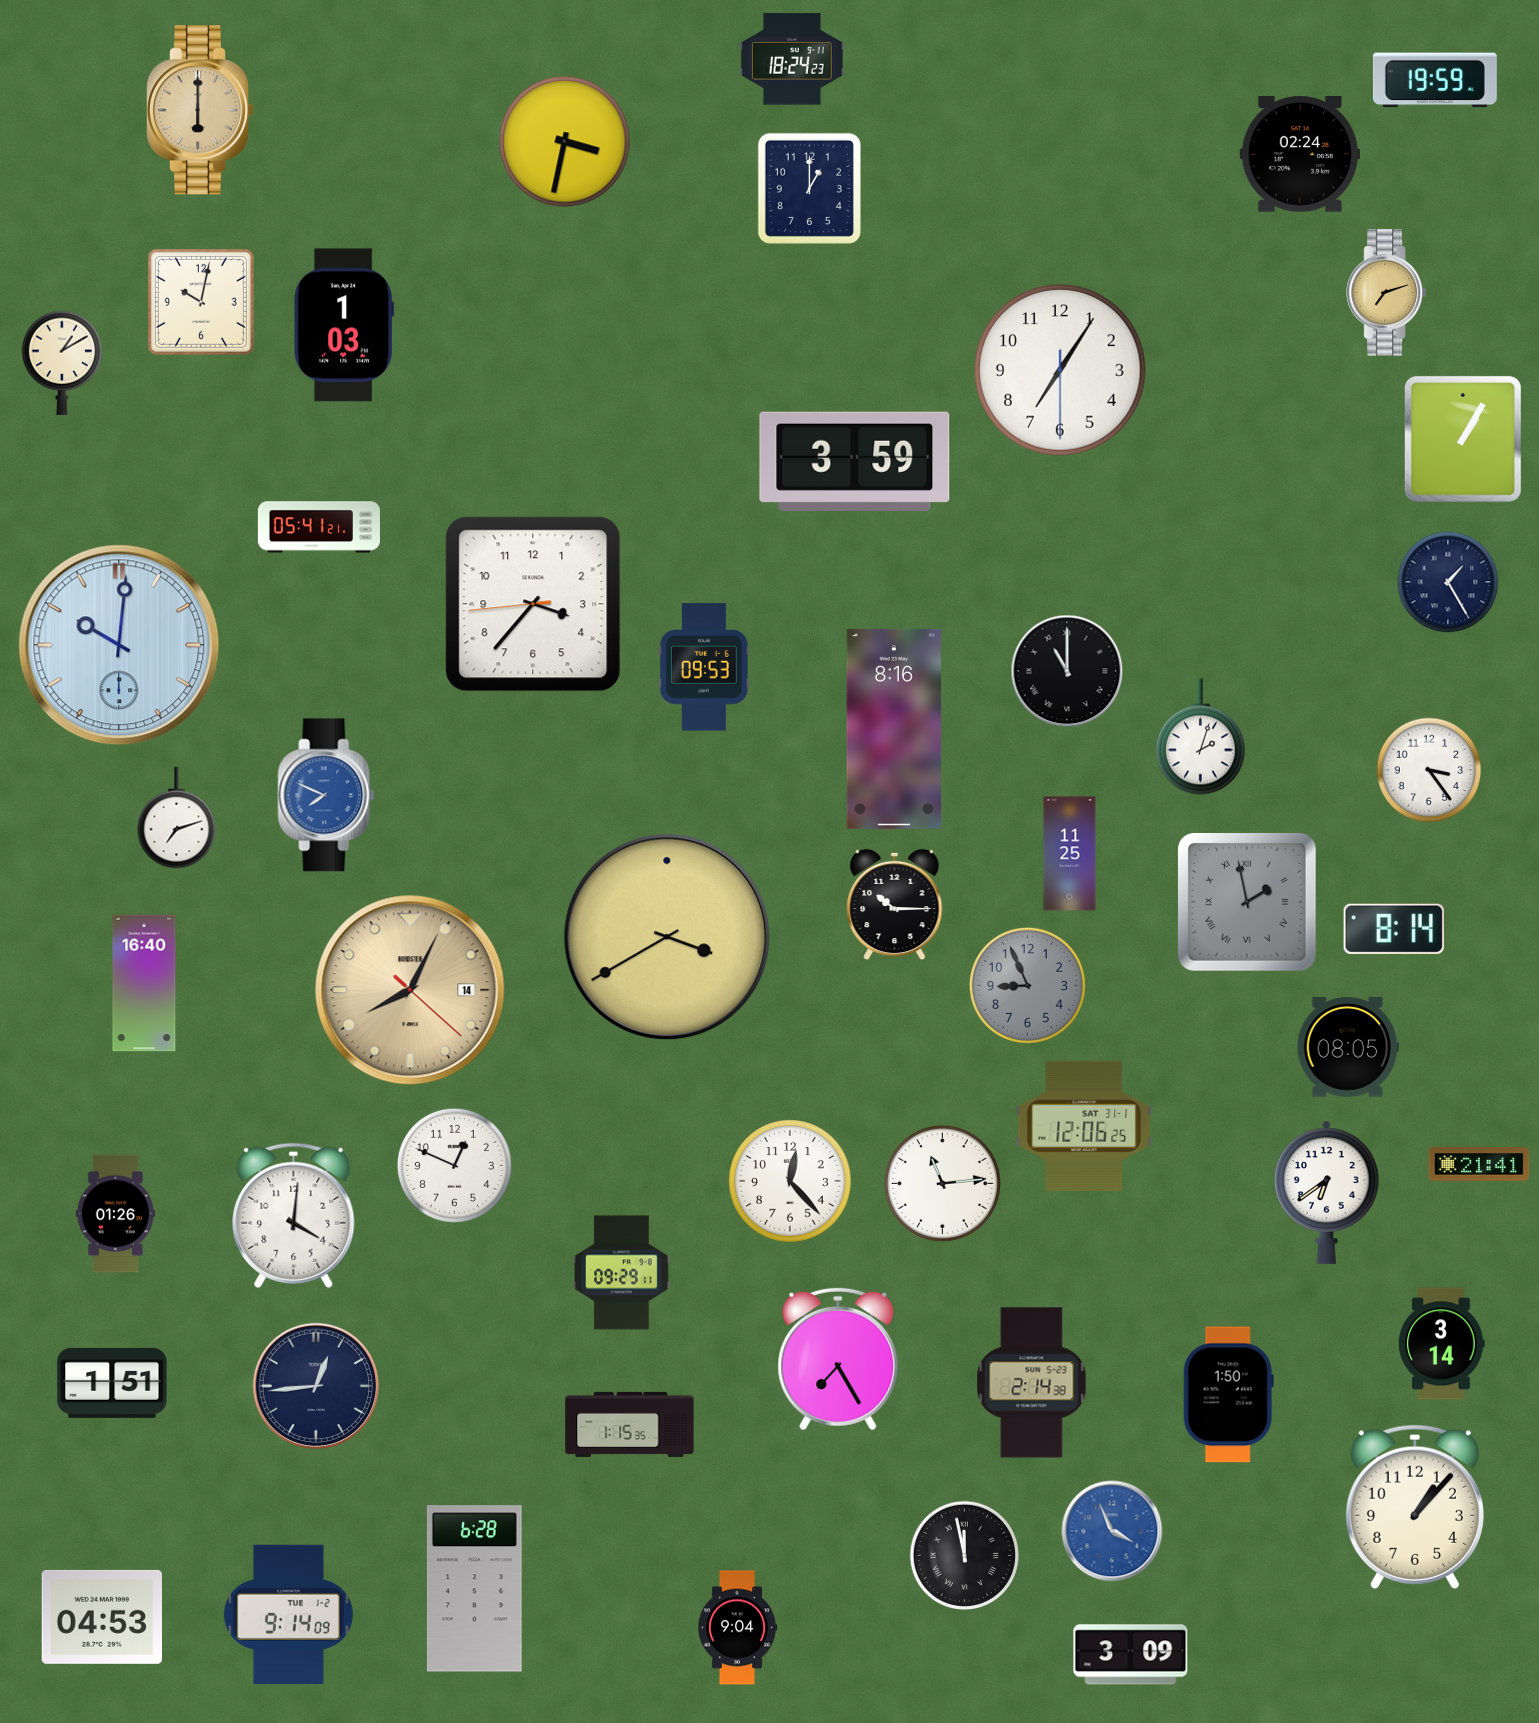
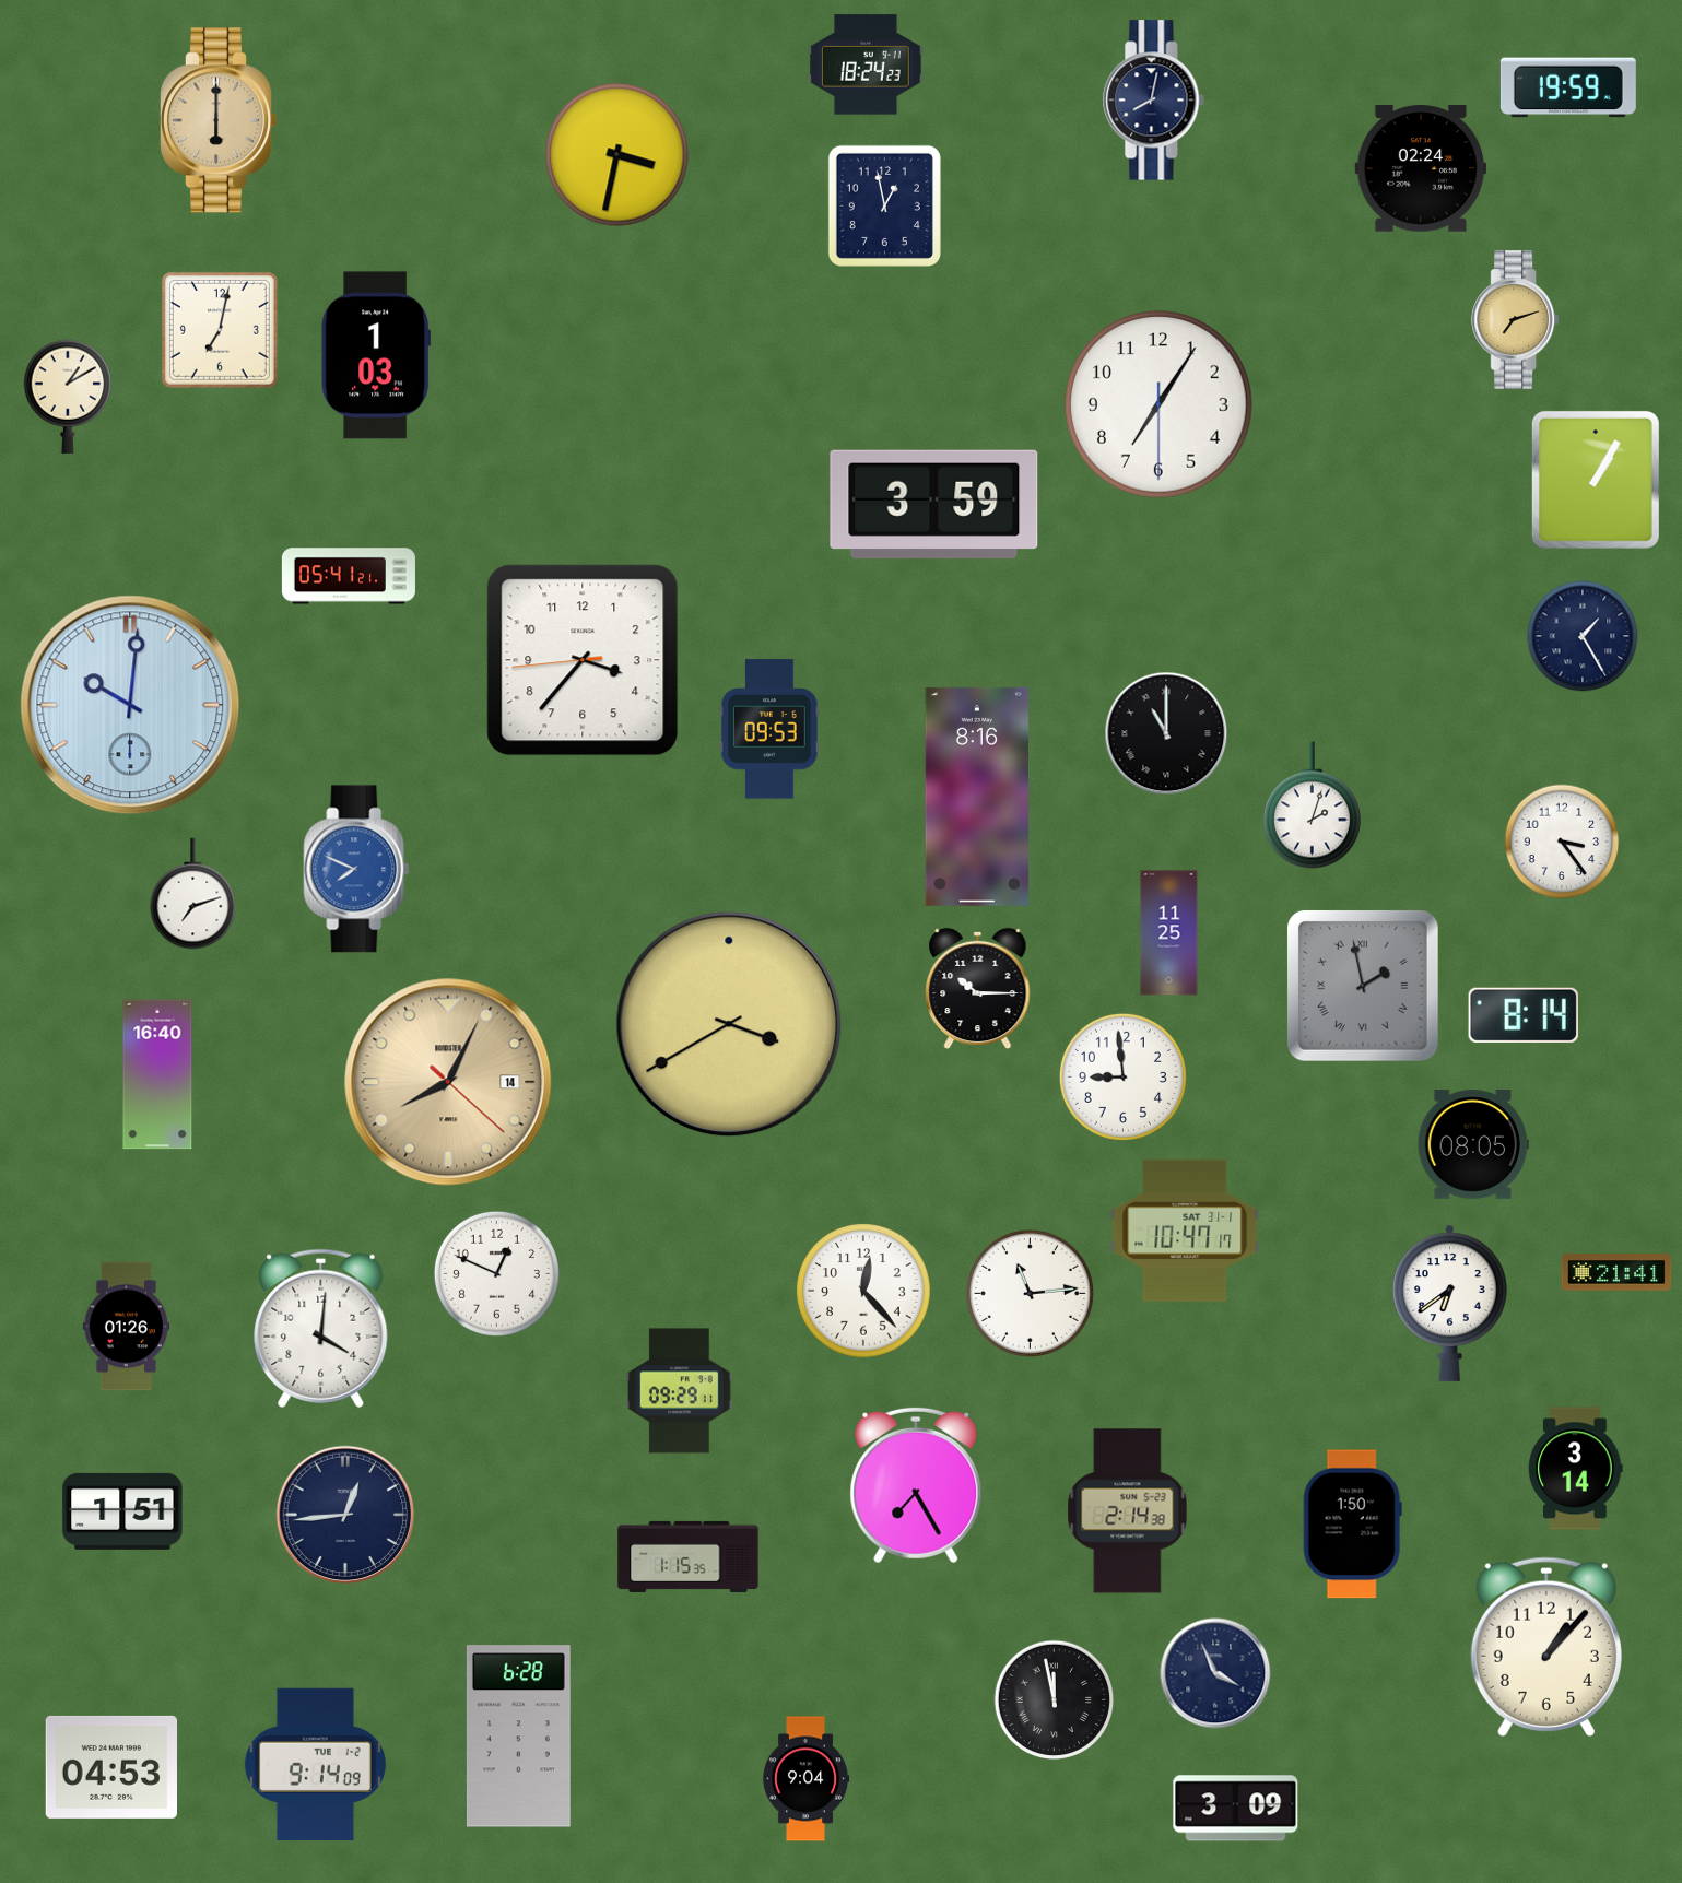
clock at (1154, 101): none -> 8:02
clock at (809, 188): 1:00 -> 12:58
clock at (201, 302): 10:02 -> 7:02
clock at (1463, 439) position: (1463, 439) -> (1596, 480)
clock at (1027, 985): 8:56 -> 8:59
clock at (1027, 985) dial: grey -> white
clock at (1084, 1126): 12:06 -> 10:47
clock at (1228, 1395) position: (1228, 1395) -> (1352, 1525)
clock at (1112, 1531) dial: blue -> navy
